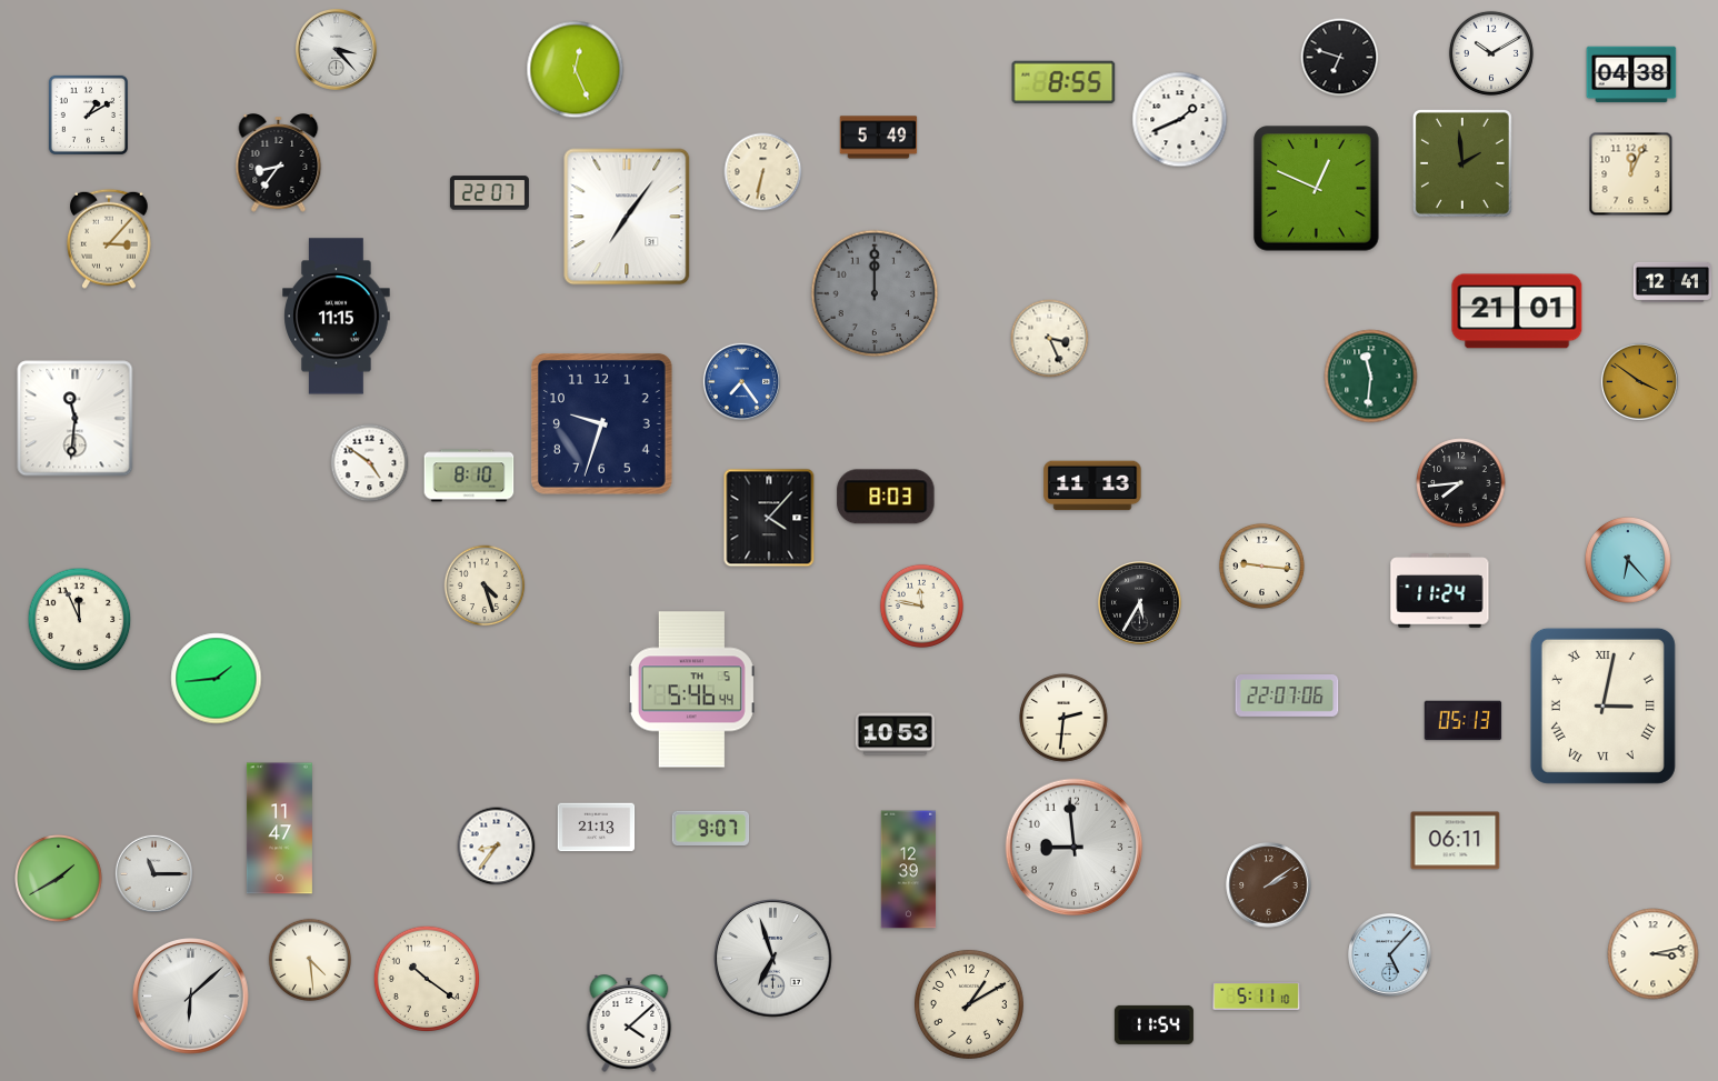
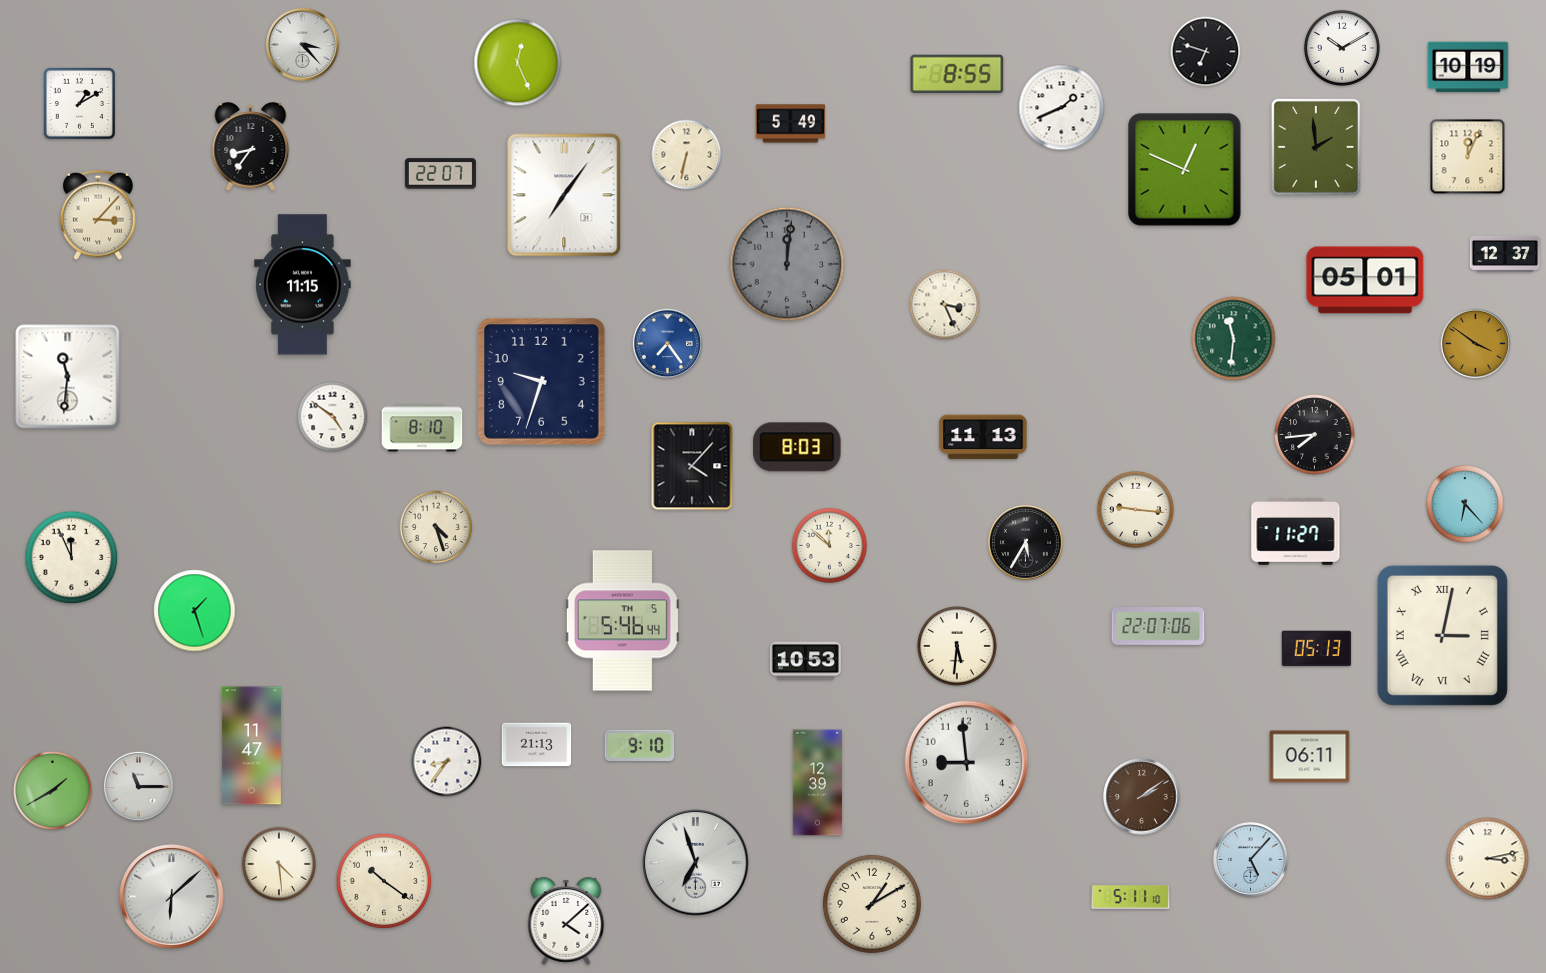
clock at (1631, 74): 04:38 -> 10:19
clock at (1671, 282): 12:41 -> 12:37
clock at (875, 293): 12:00 -> 12:01
clock at (1517, 311): 21:01 -> 05:01
clock at (1440, 591): 11:24 -> 11:27
clock at (921, 605): 11:47 -> 11:52
clock at (217, 679): 1:44 -> 1:27
clock at (1063, 718): 2:31 -> 5:31
clock at (711, 828): 9:07 -> 9:10
clock at (1153, 1024): 11:54 -> none
